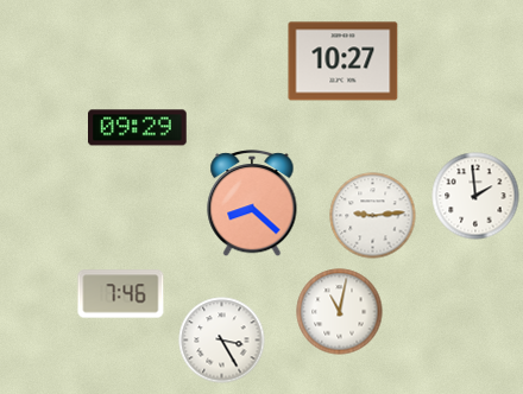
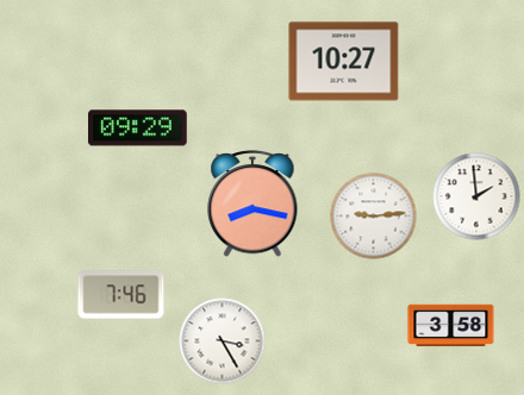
clock at (252, 204): 8:22 -> 8:17
clock at (340, 312): 11:02 -> none
clock at (451, 326): none -> 3:58
